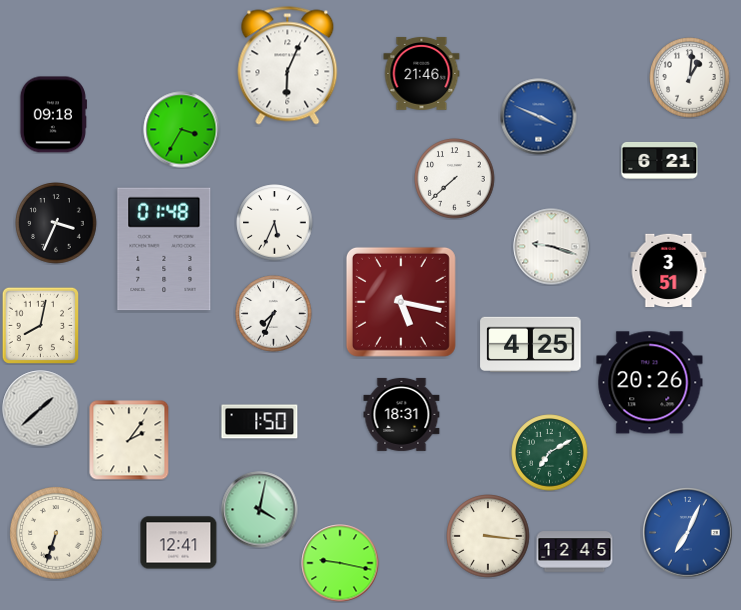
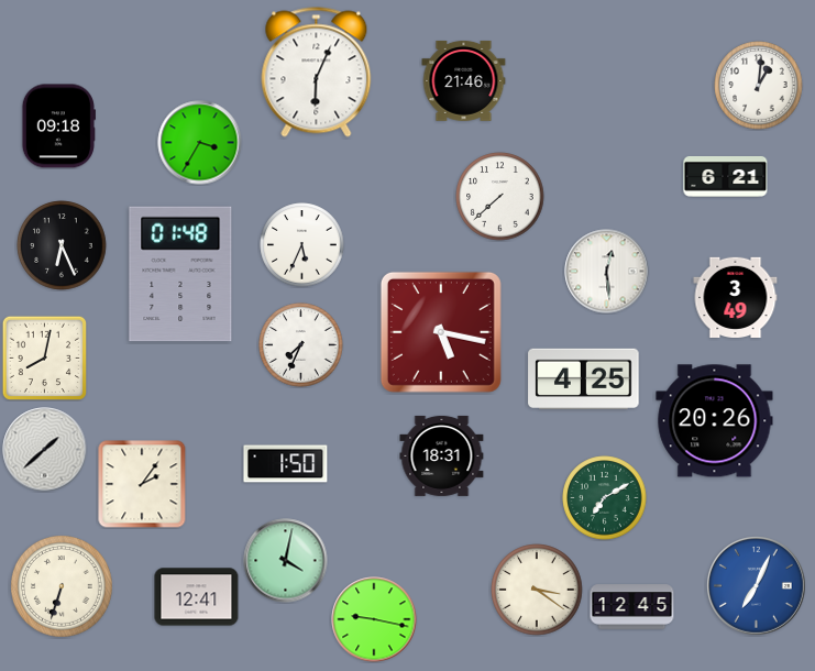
clock at (539, 117): 3:49 -> none
clock at (56, 223): 3:34 -> 6:26
clock at (552, 247): 9:18 -> 12:29
clock at (669, 270): 3:51 -> 3:49
clock at (488, 536): 3:16 -> 3:21
